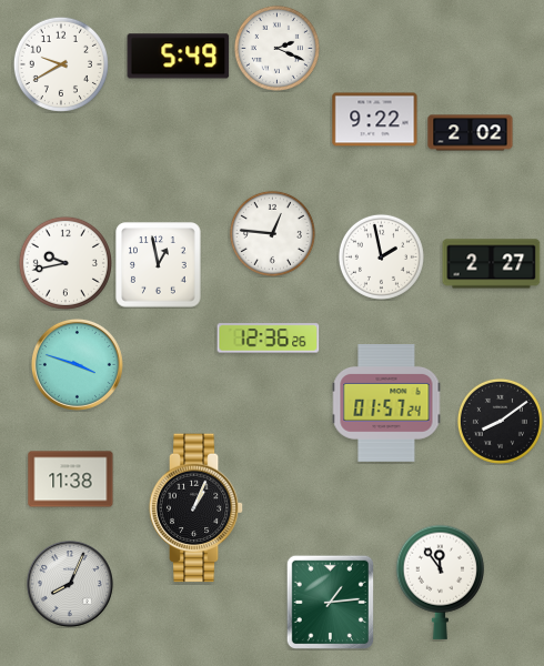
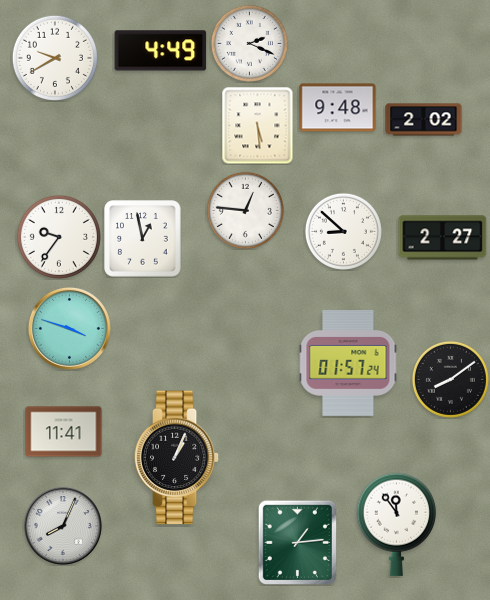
clock at (179, 57): 5:49 -> 4:49
clock at (375, 120): 9:22 -> 9:48
clock at (258, 125): none -> 5:29
clock at (381, 256): 1:58 -> 8:52
clock at (66, 263): 9:43 -> 9:36
clock at (269, 339): 12:36 -> none
clock at (71, 480): 11:38 -> 11:41
